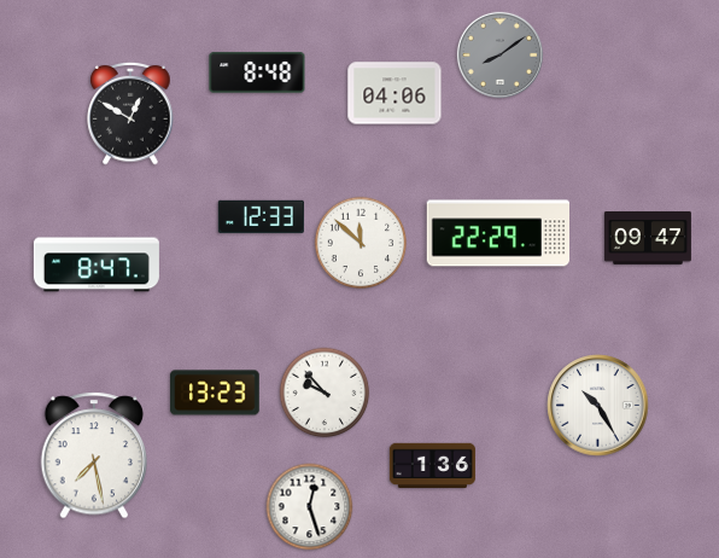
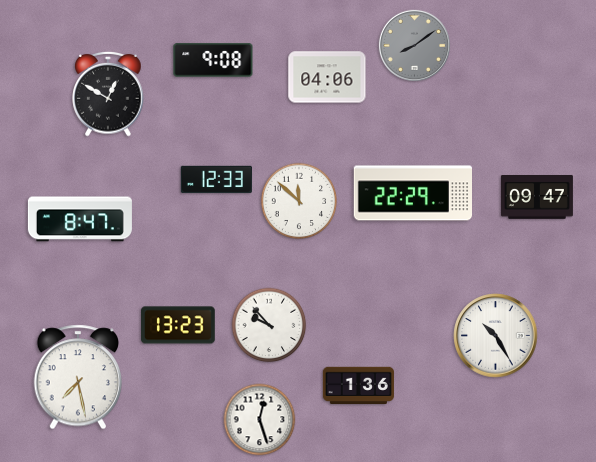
clock at (257, 72): 8:48 -> 9:08
clock at (310, 507) position: (310, 507) -> (260, 420)
